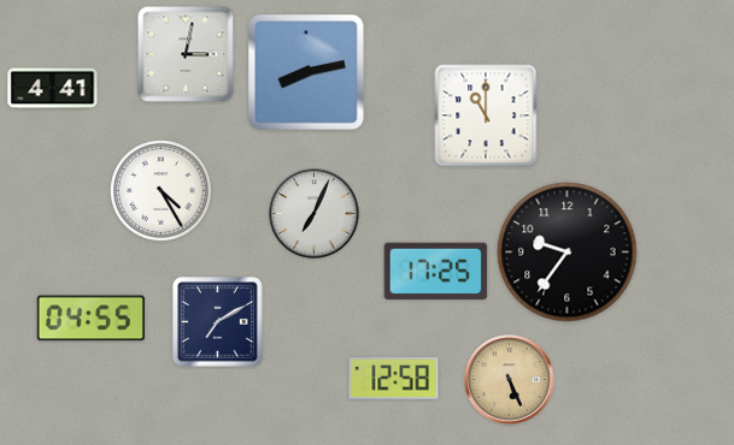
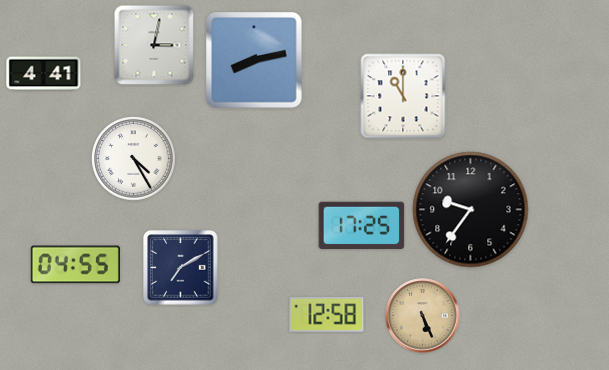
clock at (315, 214): 7:04 -> none
